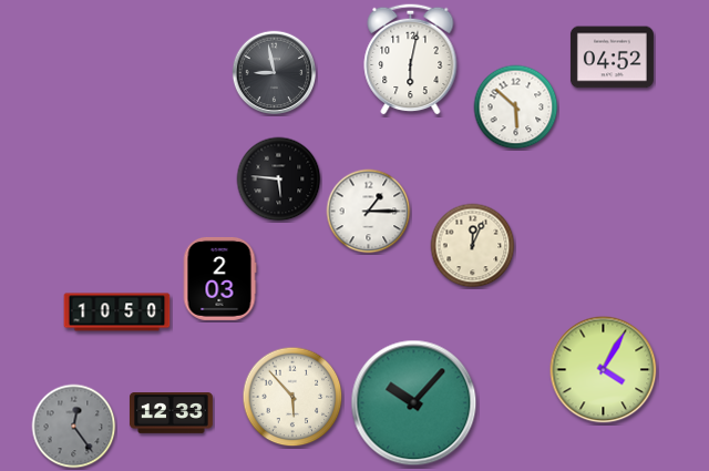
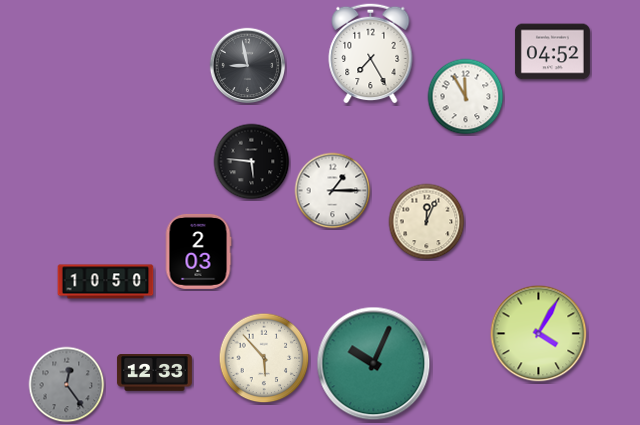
clock at (411, 59): 6:02 -> 7:25
clock at (516, 107): 5:52 -> 11:55
clock at (604, 370) position: (604, 370) -> (539, 334)
clock at (414, 403): 10:07 -> 10:04
